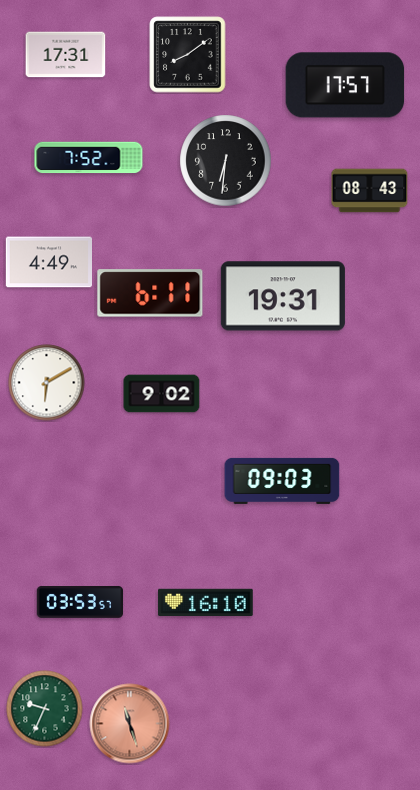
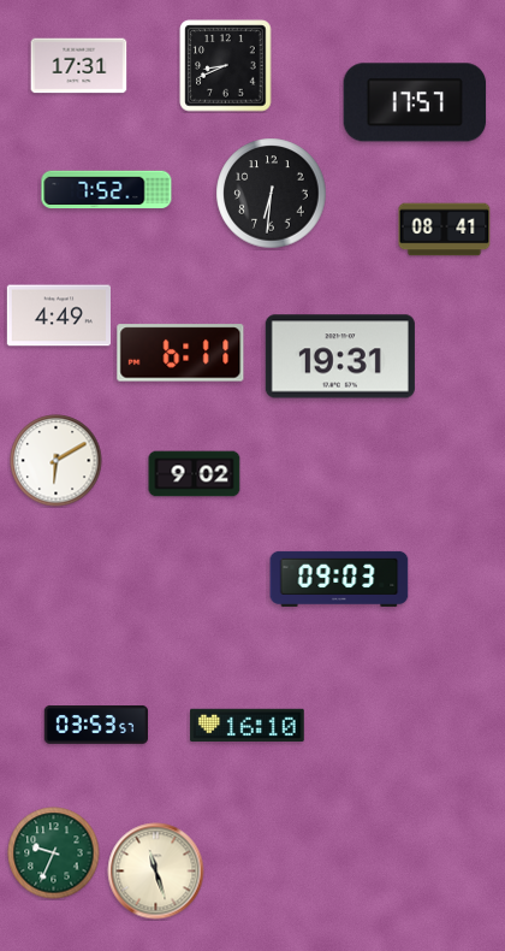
clock at (188, 55): 8:09 -> 8:41
clock at (370, 191): 08:43 -> 08:41
clock at (130, 724) dial: salmon -> cream
